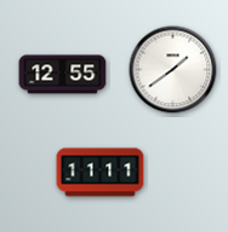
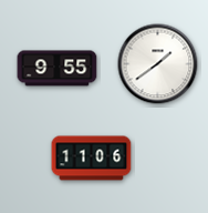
clock at (63, 75): 12:55 -> 9:55
clock at (101, 173): 11:11 -> 11:06
